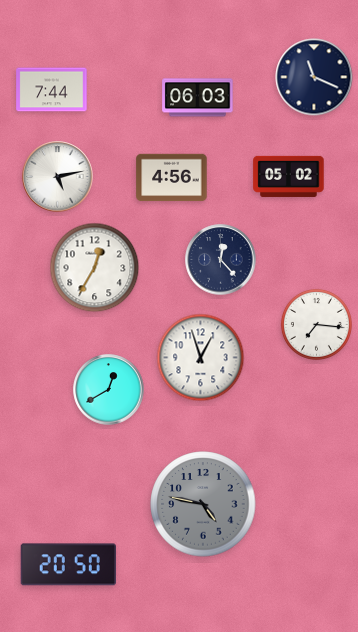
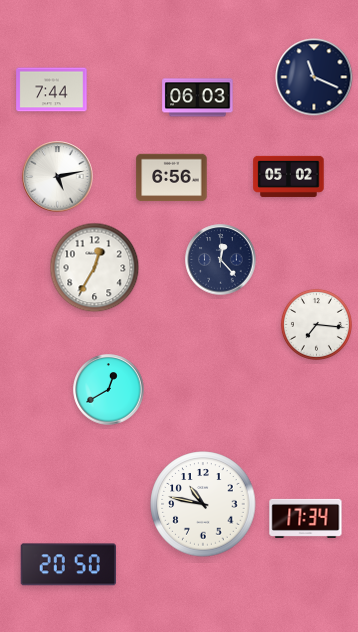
clock at (172, 178): 4:56 -> 6:56
clock at (201, 358): 12:57 -> none
clock at (203, 504): 4:47 -> 10:47
clock at (203, 504) dial: grey -> white
clock at (306, 518): none -> 17:34
